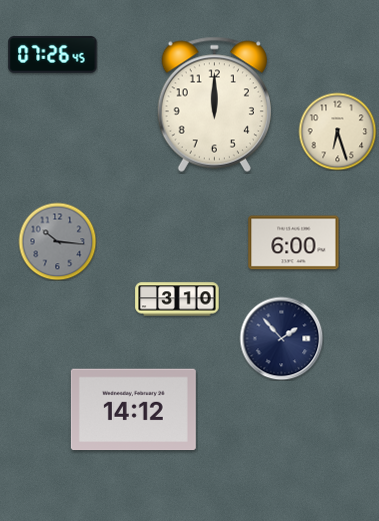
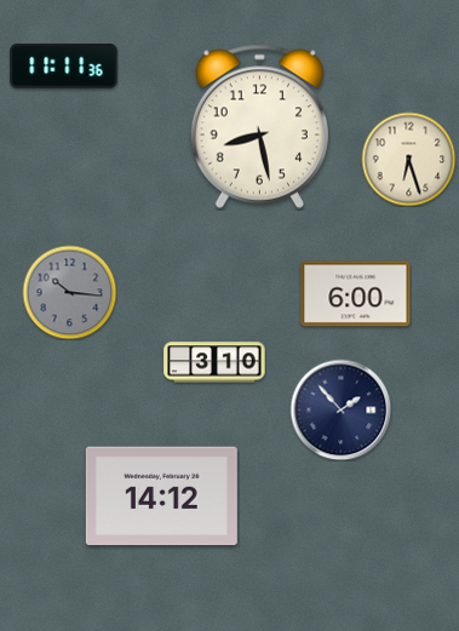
clock at (53, 55): 07:26 -> 11:11
clock at (214, 104): 12:00 -> 8:28
